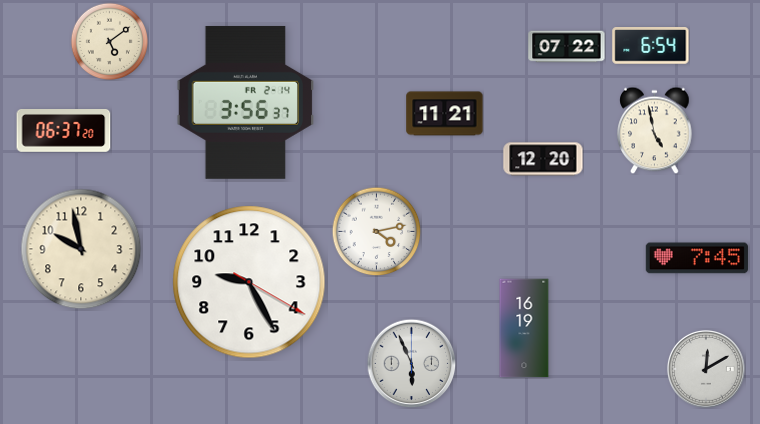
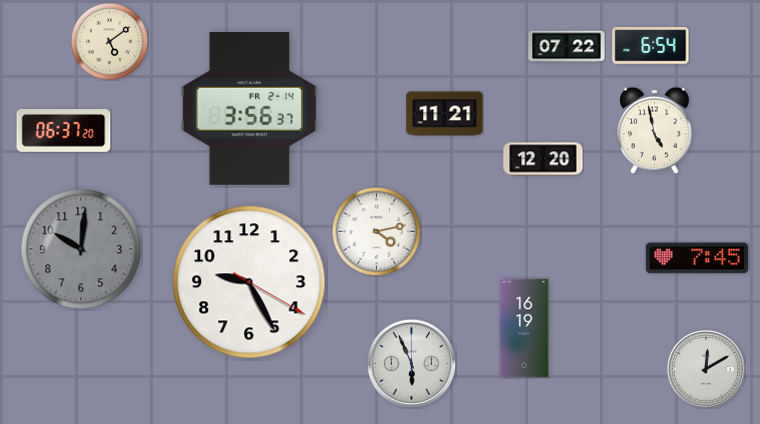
clock at (246, 102) position: (246, 102) -> (250, 108)
clock at (81, 249): 9:58 -> 10:01
clock at (81, 249) dial: cream -> grey
